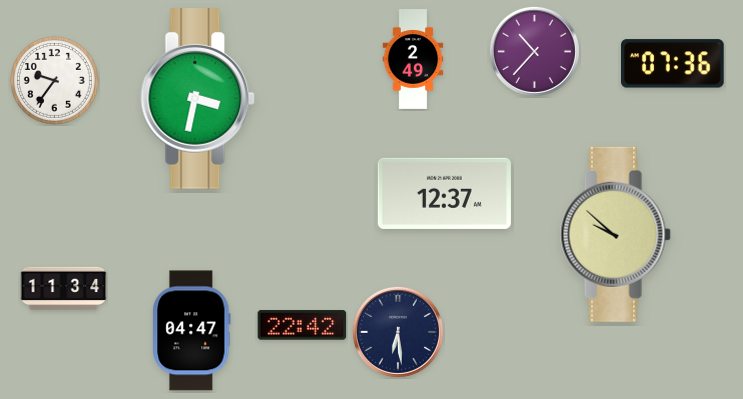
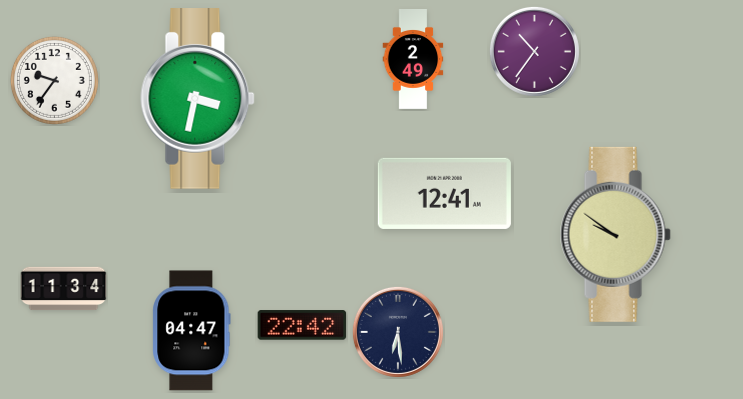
clock at (534, 51): 10:37 -> 10:36
clock at (673, 64): 07:36 -> none
clock at (444, 193): 12:37 -> 12:41
clock at (615, 234): 9:52 -> 9:51
